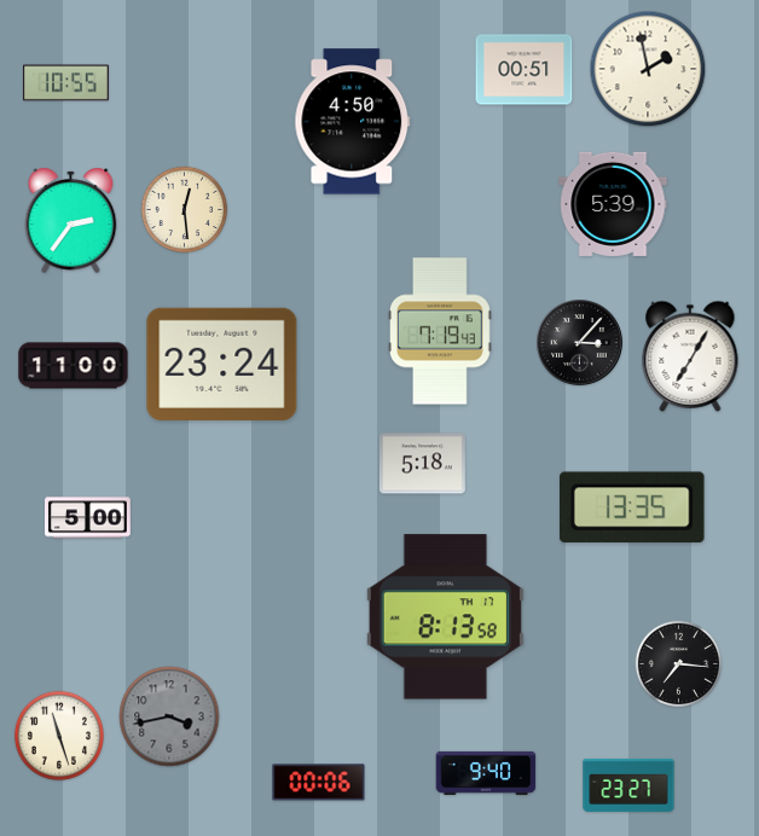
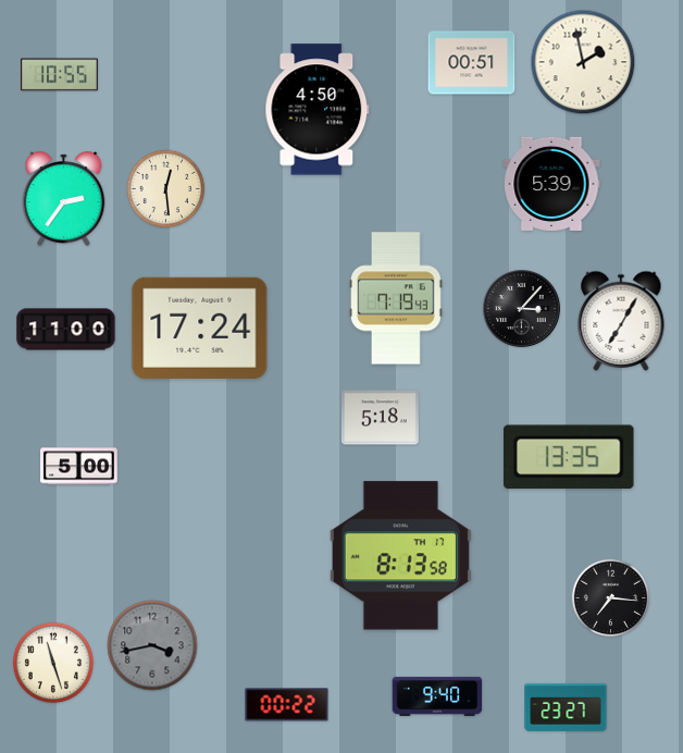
clock at (222, 364): 23:24 -> 17:24
clock at (319, 783): 00:06 -> 00:22
